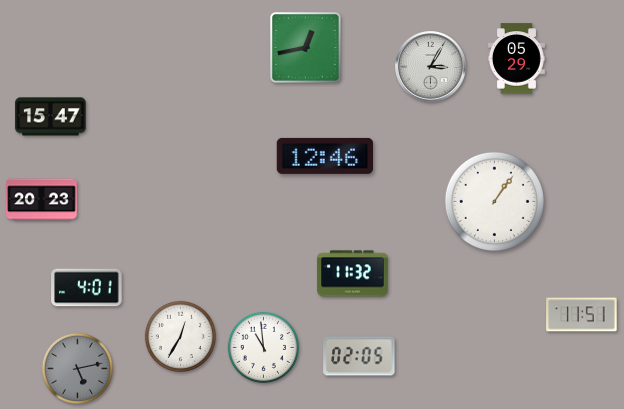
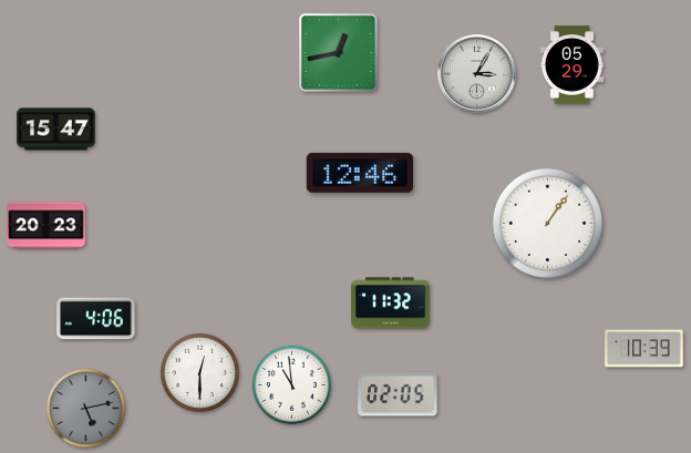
clock at (42, 200) position: (42, 200) -> (47, 226)
clock at (87, 288): 4:01 -> 4:06
clock at (582, 315): 11:51 -> 10:39
clock at (180, 336): 12:35 -> 12:30
